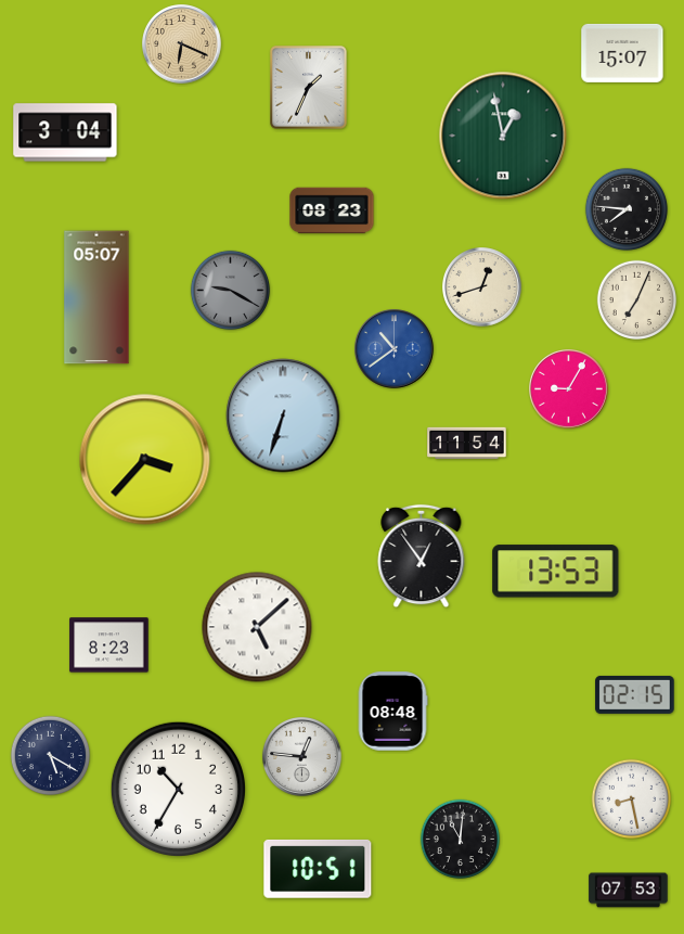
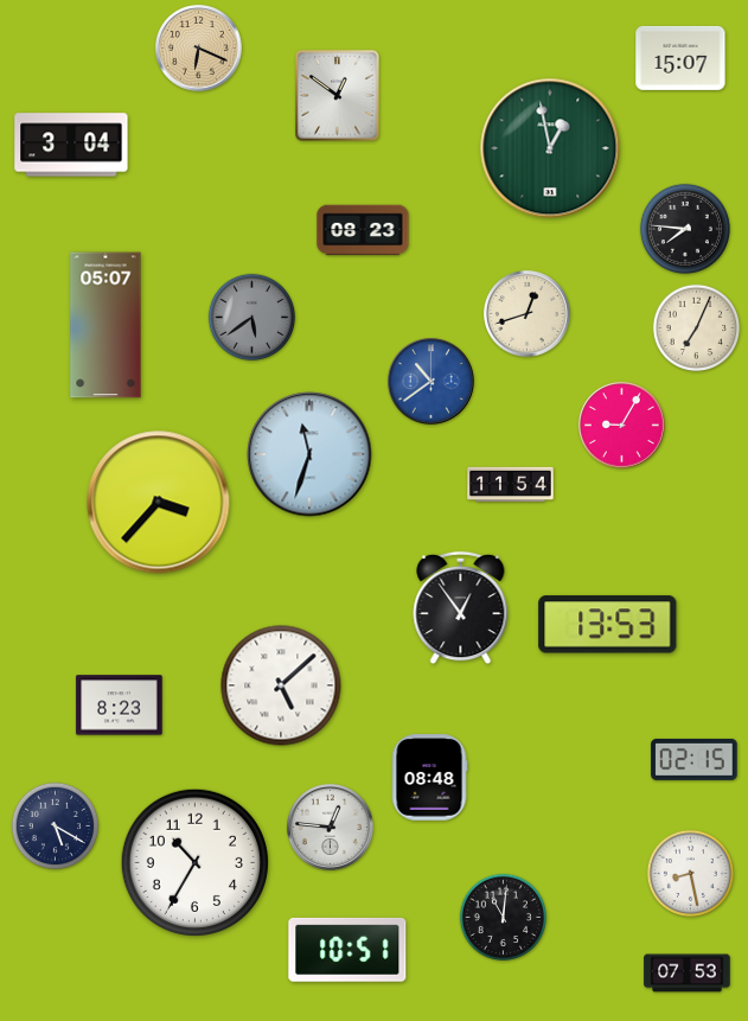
clock at (309, 88): 1:34 -> 12:51
clock at (231, 291): 9:20 -> 5:39
clock at (283, 415): 6:33 -> 11:33
